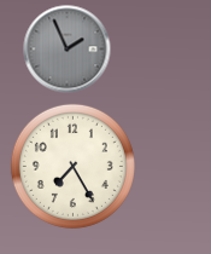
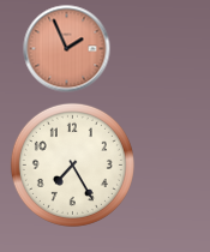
clock at (68, 50) dial: grey -> salmon
